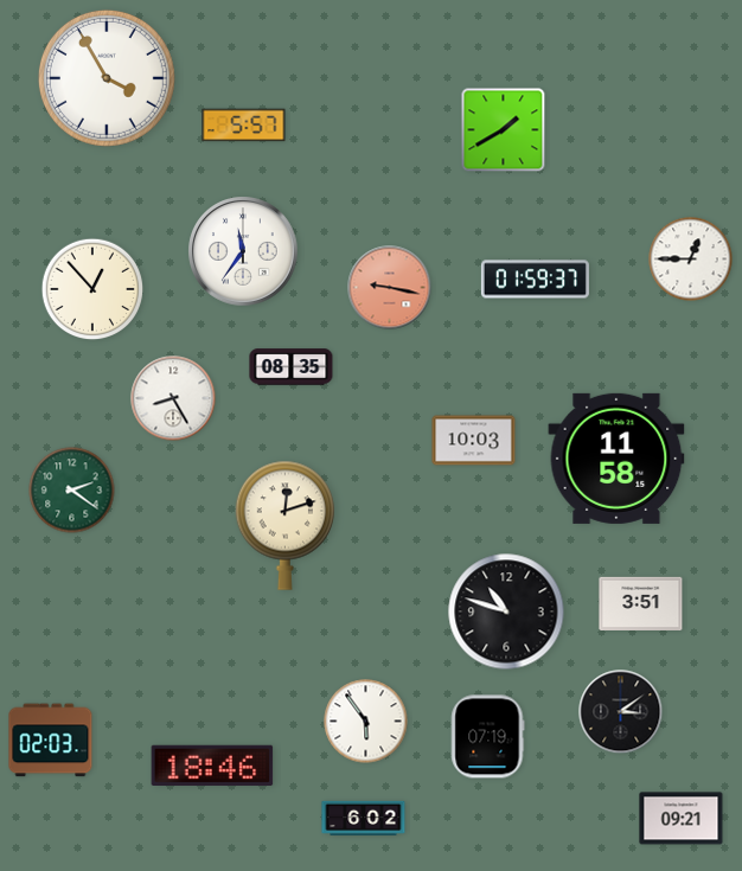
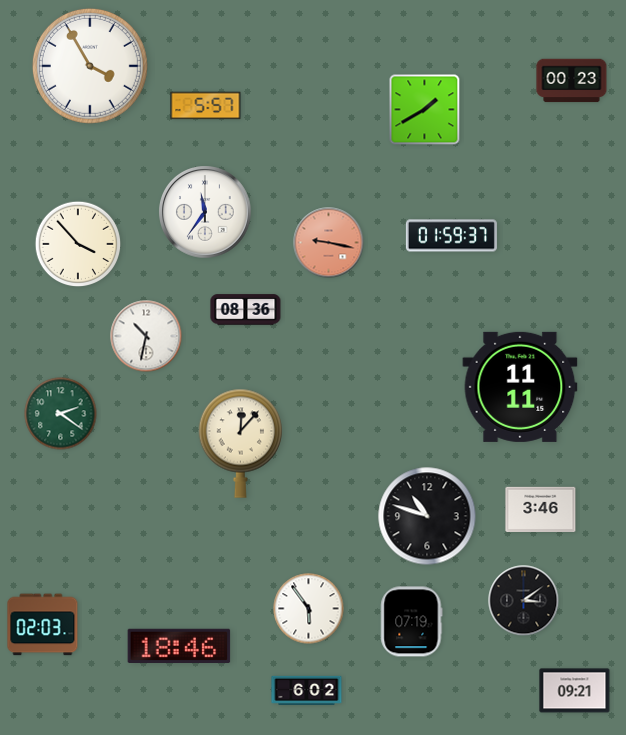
clock at (572, 81): none -> 00:23
clock at (691, 260): 12:45 -> none
clock at (92, 289): 12:53 -> 3:53
clock at (292, 367): 08:35 -> 08:36
clock at (173, 398): 8:25 -> 10:32
clock at (474, 441): 10:03 -> none
clock at (616, 459): 11:58 -> 11:11
clock at (286, 525): 12:12 -> 12:07
clock at (641, 604): 3:51 -> 3:46
